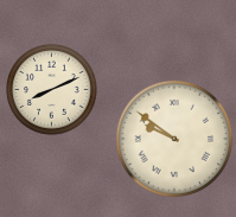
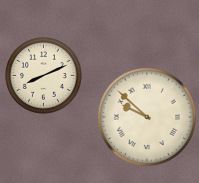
clock at (174, 139): 9:51 -> 9:52
